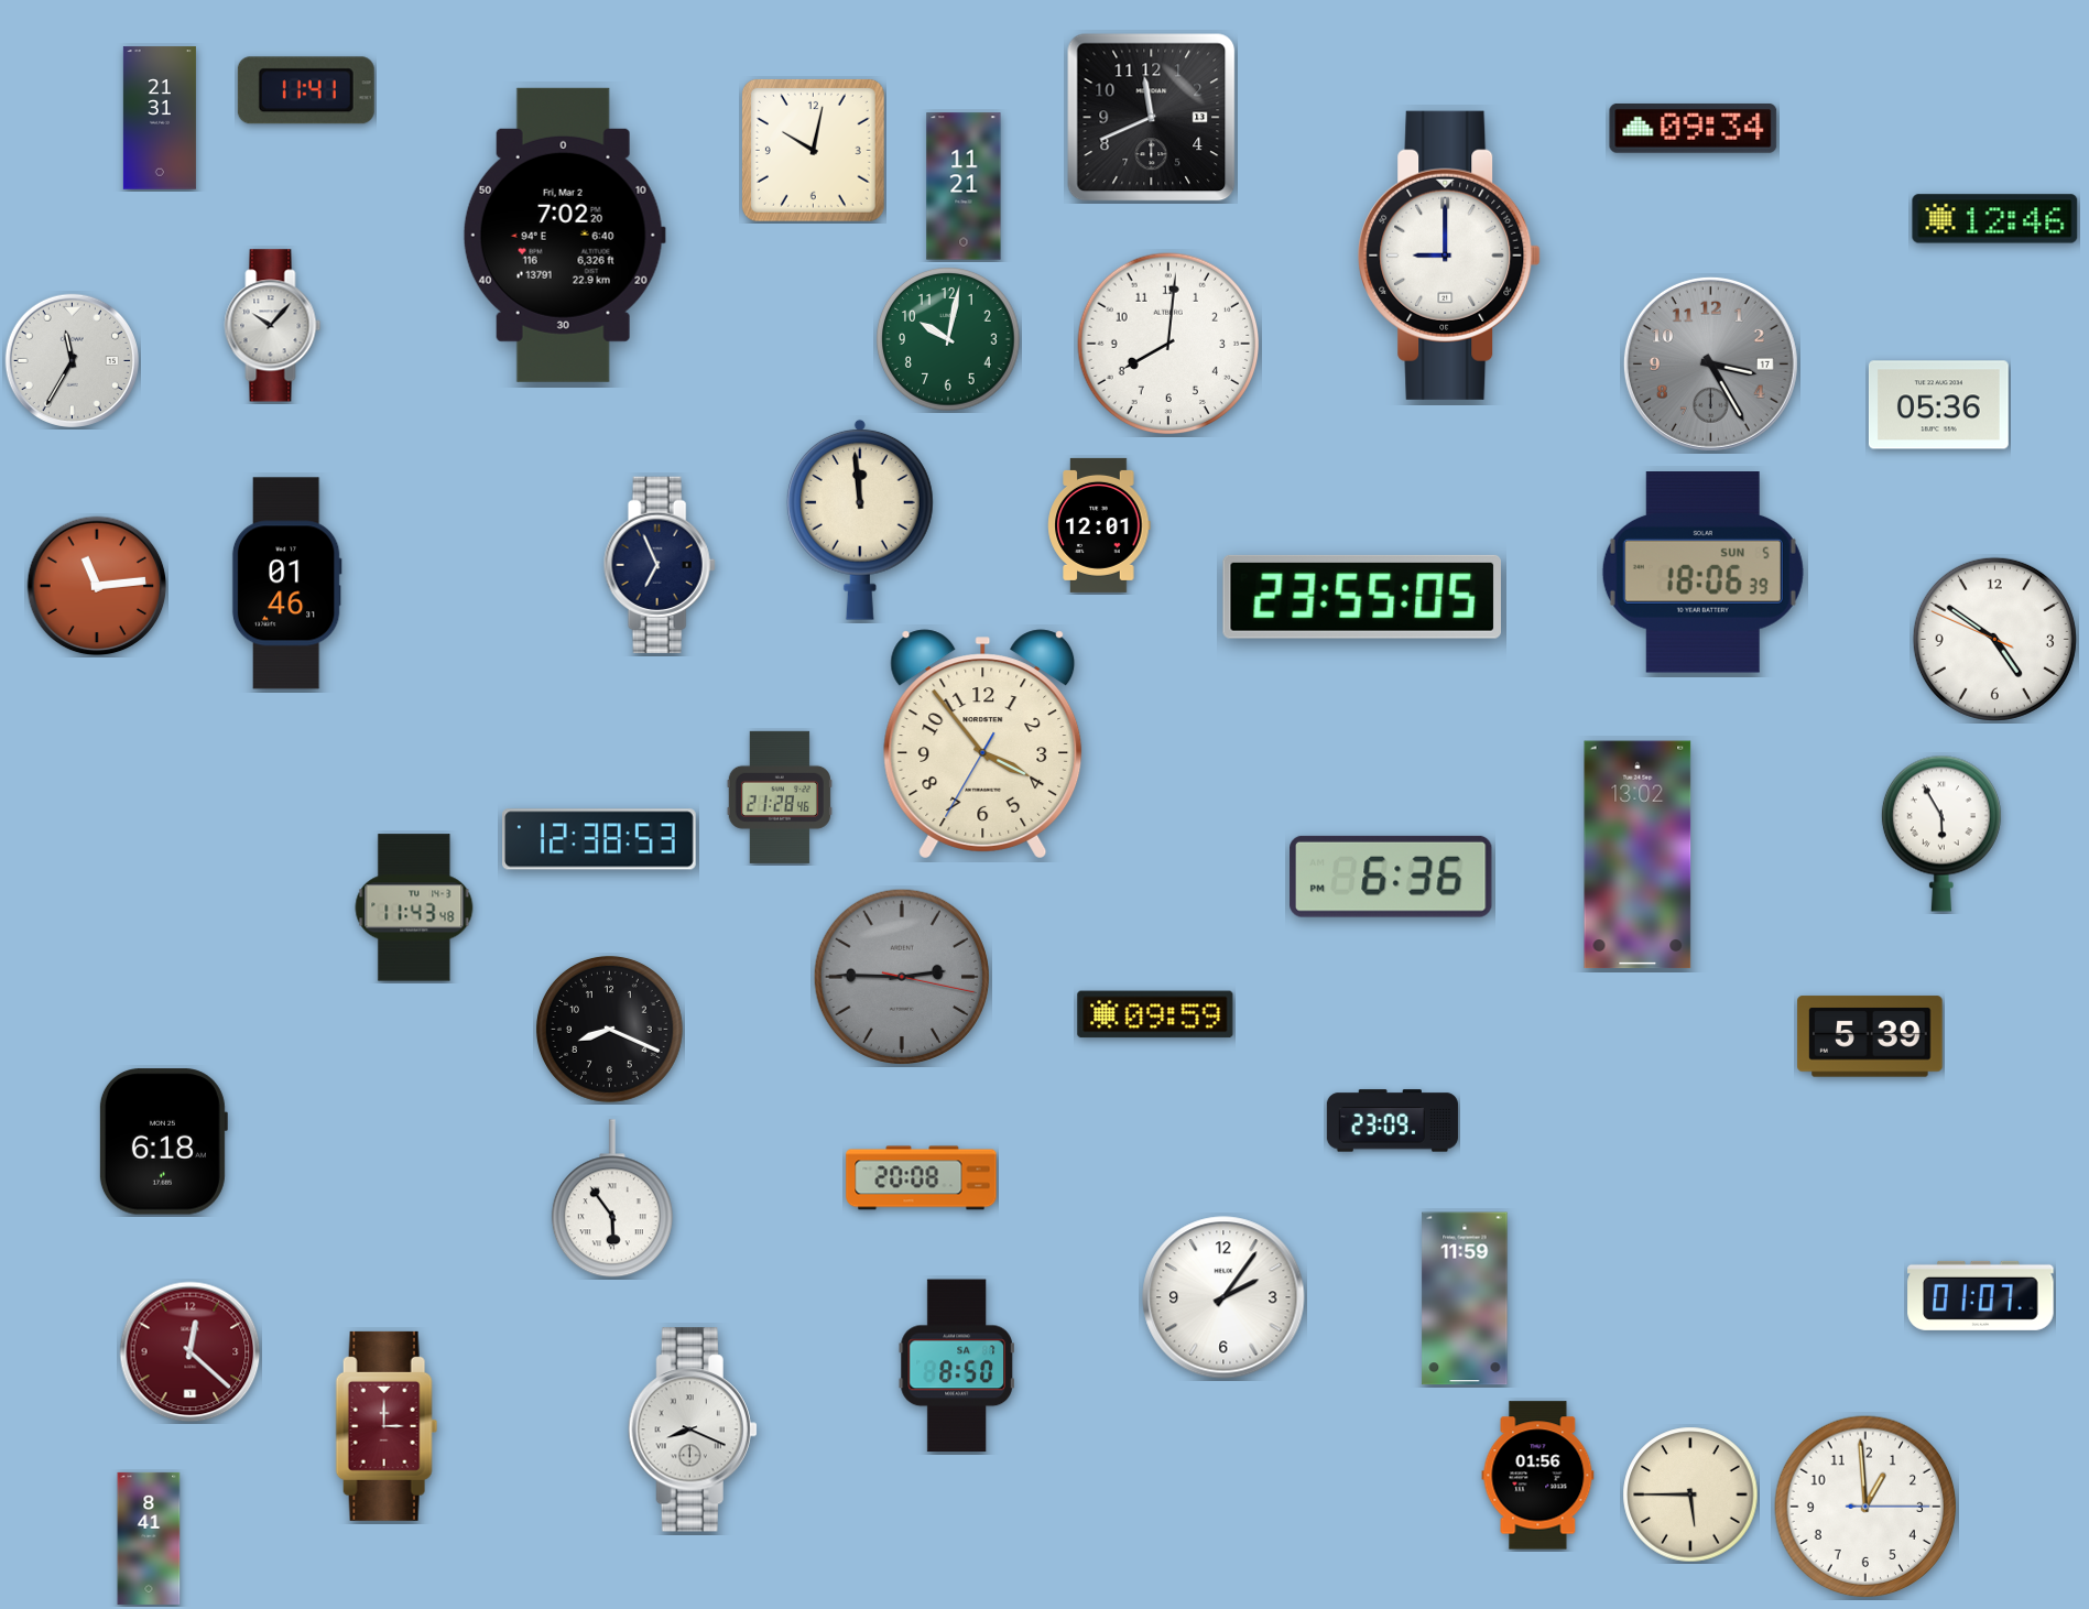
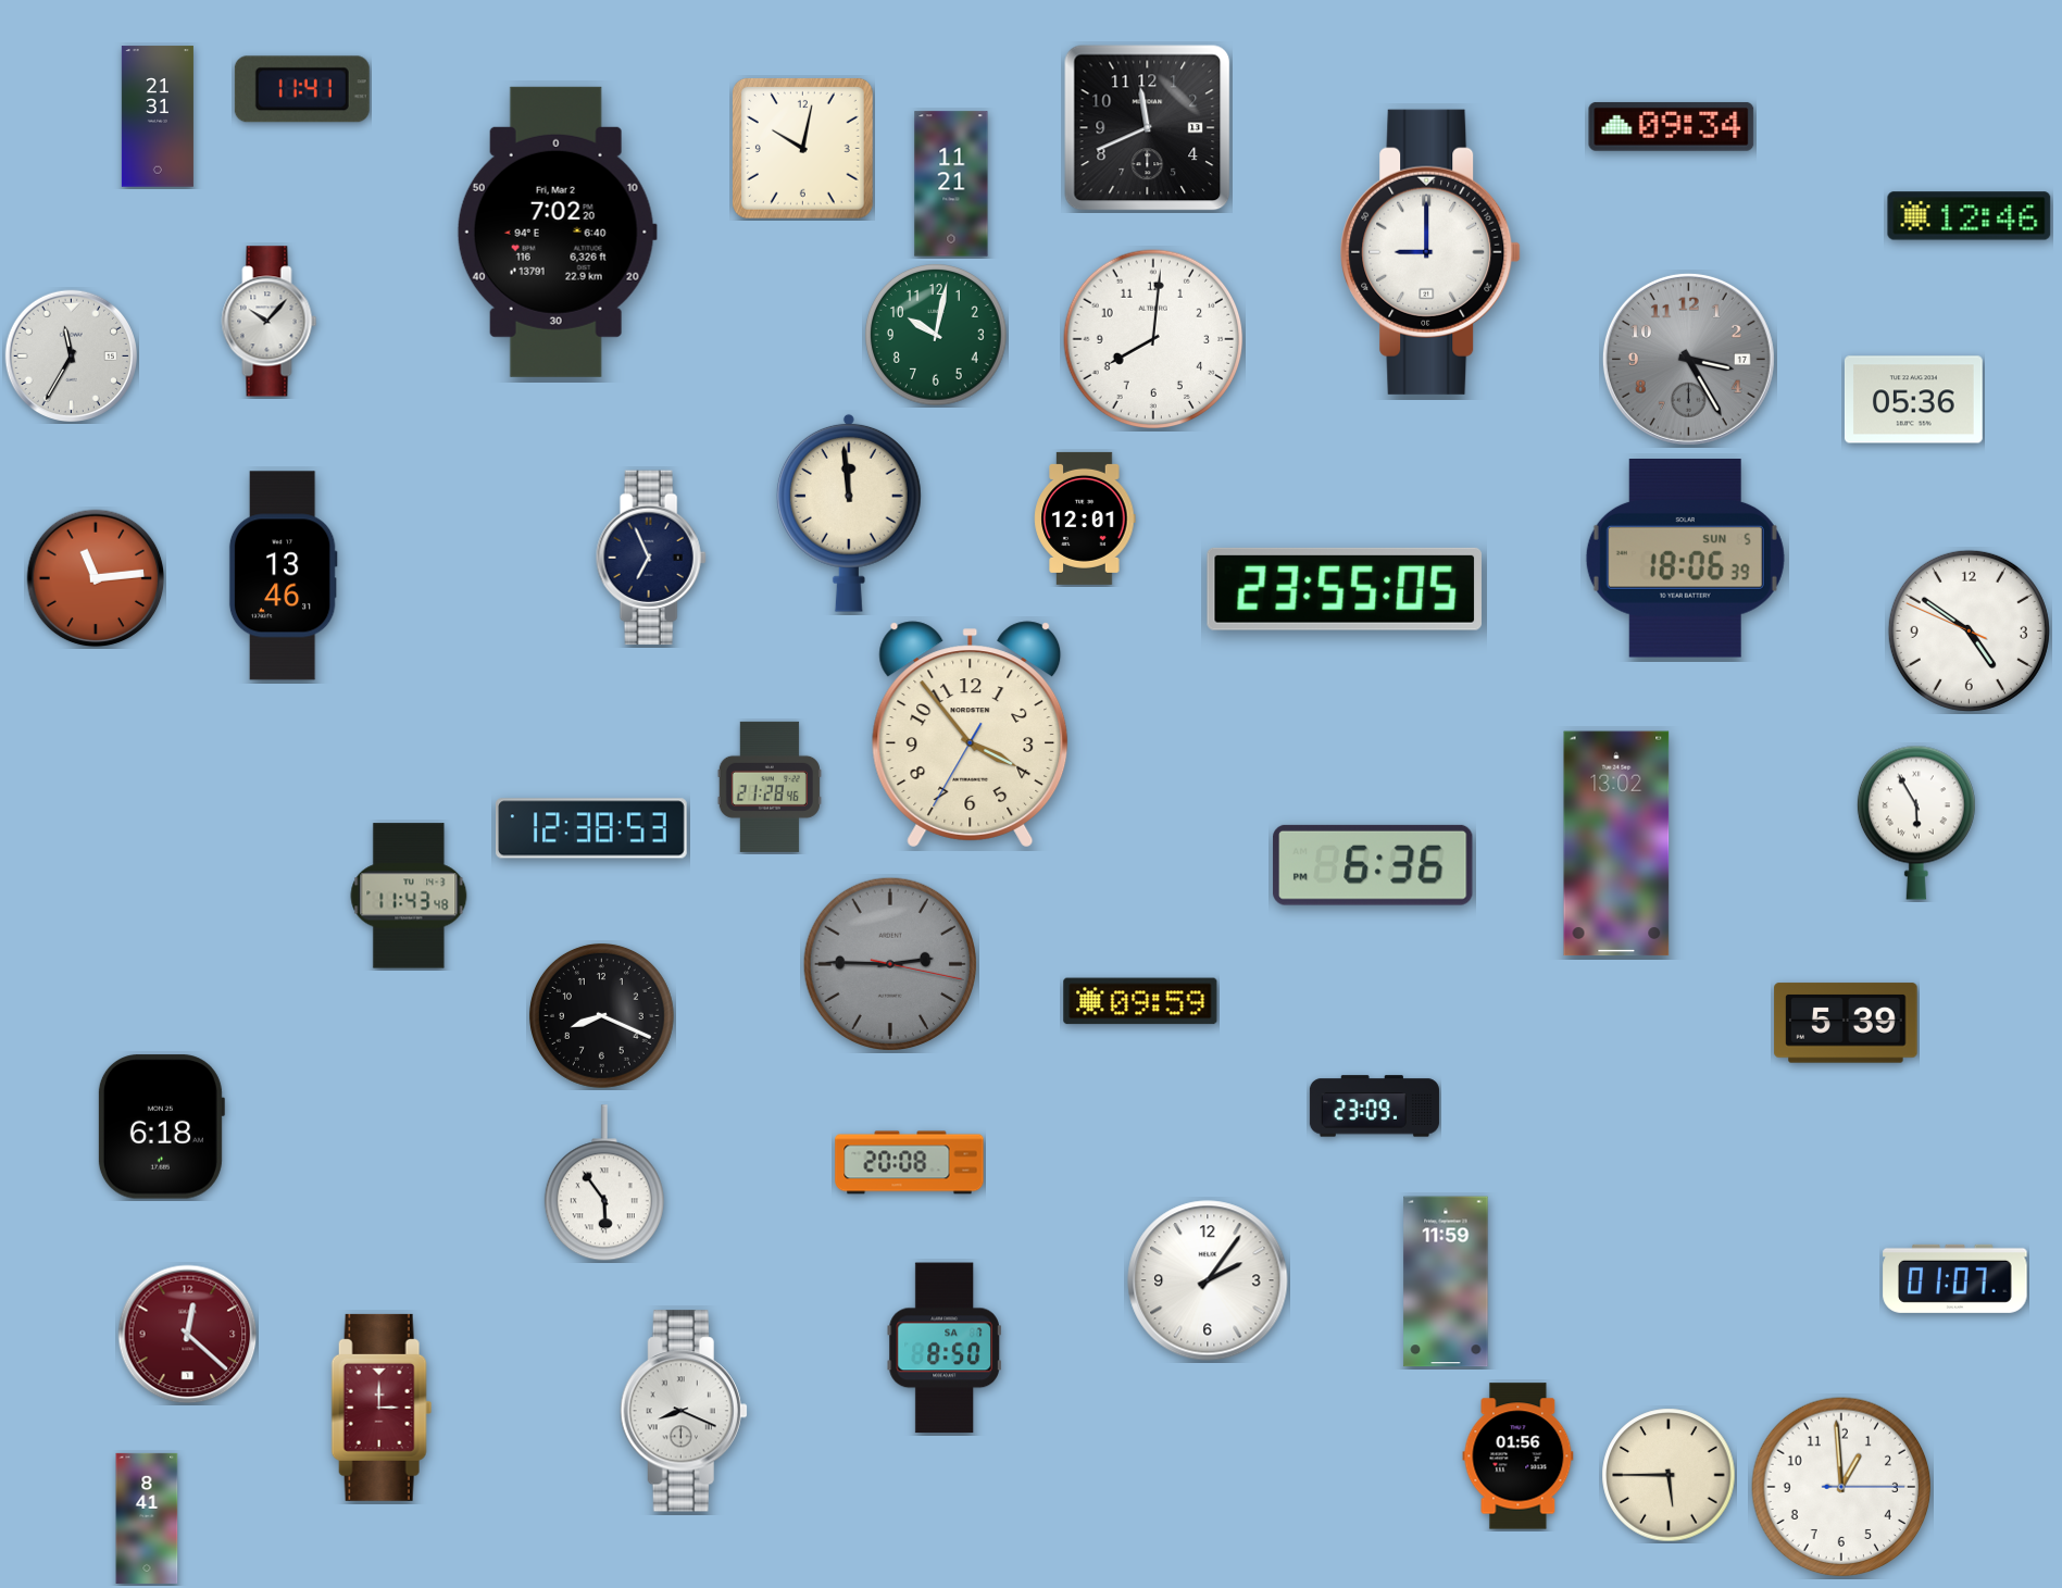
clock at (1152, 118) position: (1152, 118) -> (1148, 128)
clock at (1702, 573) position: (1702, 573) -> (1685, 559)
clock at (286, 584): 01:46 -> 13:46
